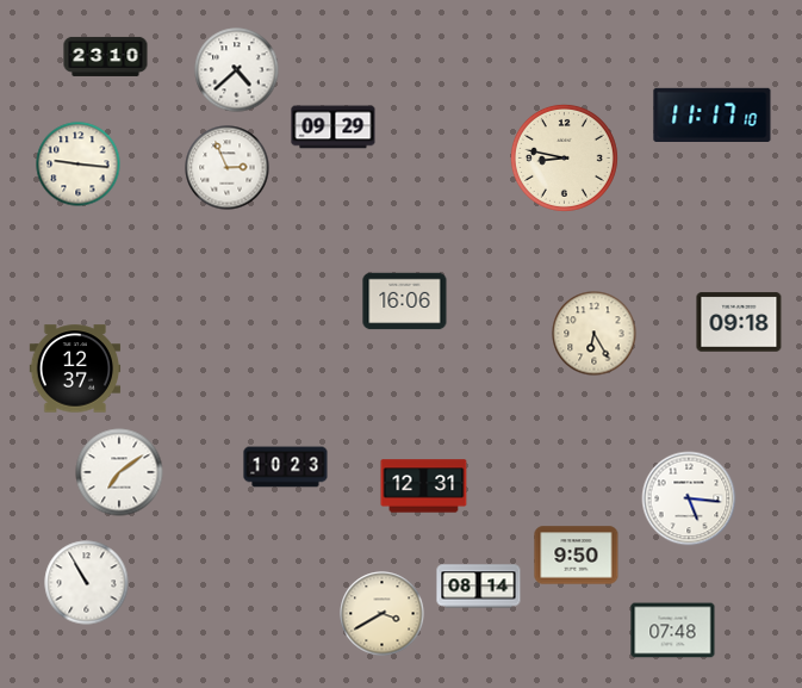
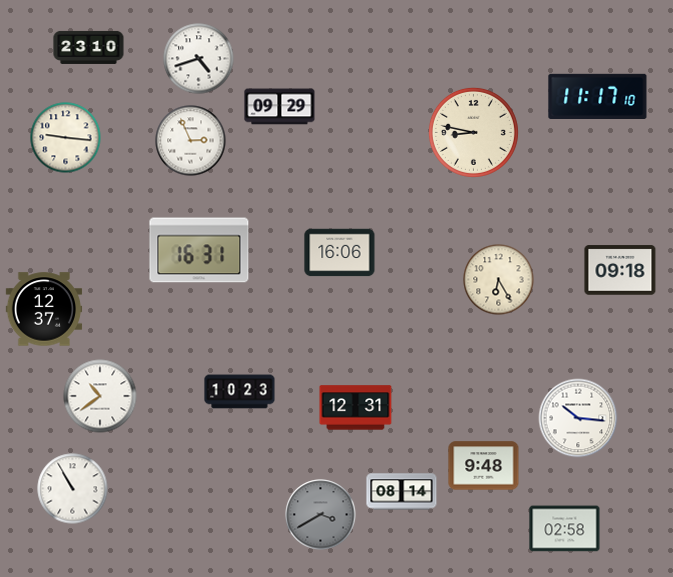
clock at (237, 70): 4:38 -> 4:42
clock at (199, 250): none -> 16:31
clock at (75, 368) position: (75, 368) -> (44, 309)
clock at (119, 472): 7:09 -> 10:39
clock at (689, 498): 5:16 -> 10:16
clock at (577, 556): 9:50 -> 9:48
clock at (383, 614) dial: cream -> grey
clock at (673, 631): 07:48 -> 02:58
